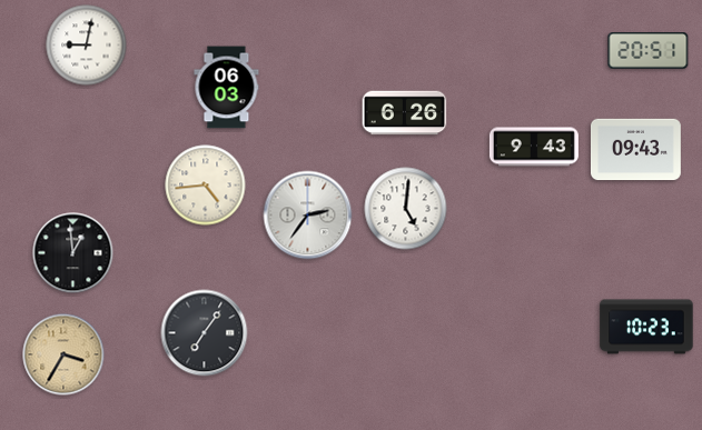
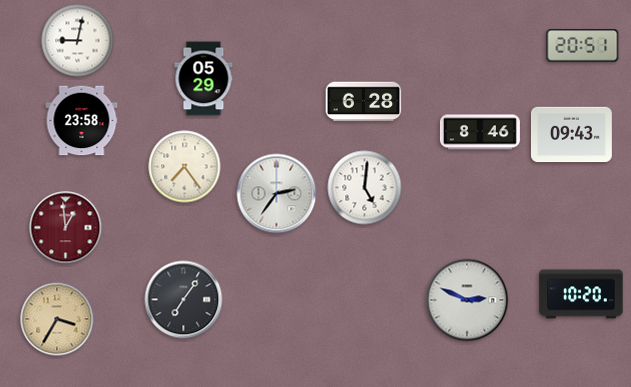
clock at (227, 88): 06:03 -> 05:29
clock at (405, 113): 6:26 -> 6:28
clock at (82, 121): none -> 23:58
clock at (534, 147): 9:43 -> 8:46
clock at (206, 186): 4:44 -> 7:24
clock at (73, 253) dial: black -> burgundy
clock at (646, 327): 10:23 -> 10:20
clock at (467, 300): none -> 2:49
